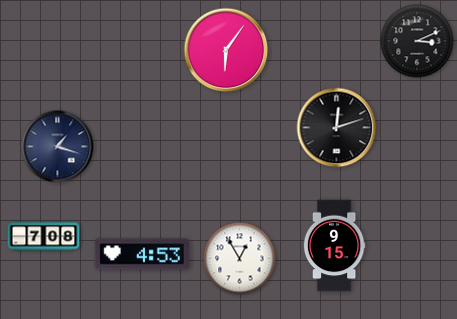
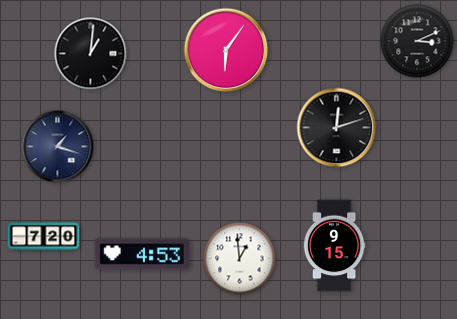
clock at (91, 54): none -> 1:01
clock at (44, 237): 7:08 -> 7:20
clock at (240, 259): 12:55 -> 12:59
